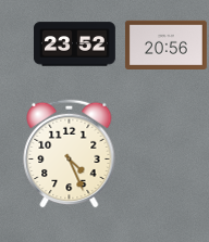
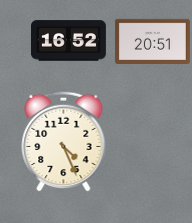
clock at (74, 44): 23:52 -> 16:52
clock at (165, 44): 20:56 -> 20:51
